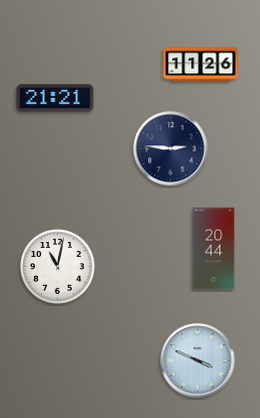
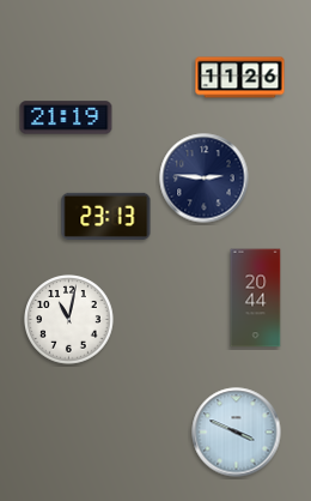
clock at (55, 98): 21:21 -> 21:19
clock at (106, 216): none -> 23:13
